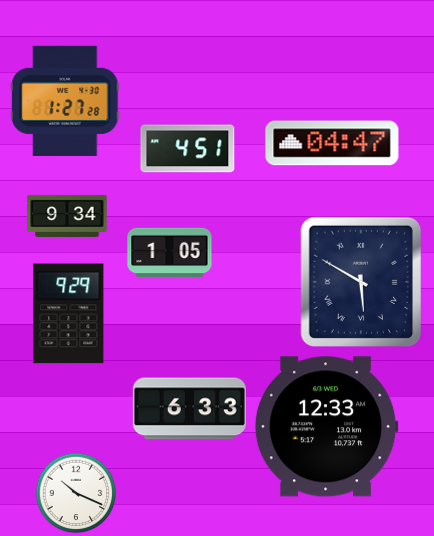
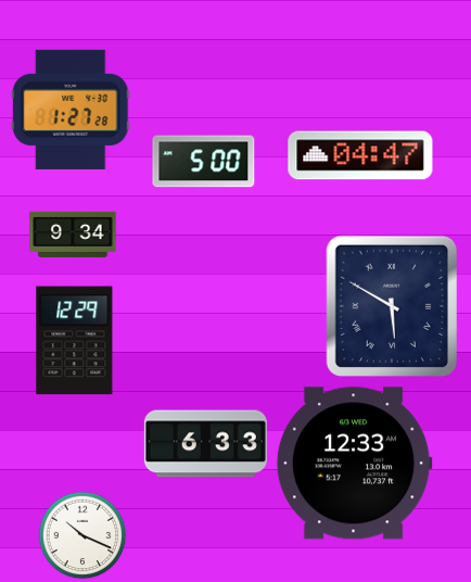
clock at (188, 149): 4:51 -> 5:00
clock at (170, 253): 1:05 -> none
clock at (69, 314): 9:29 -> 12:29
